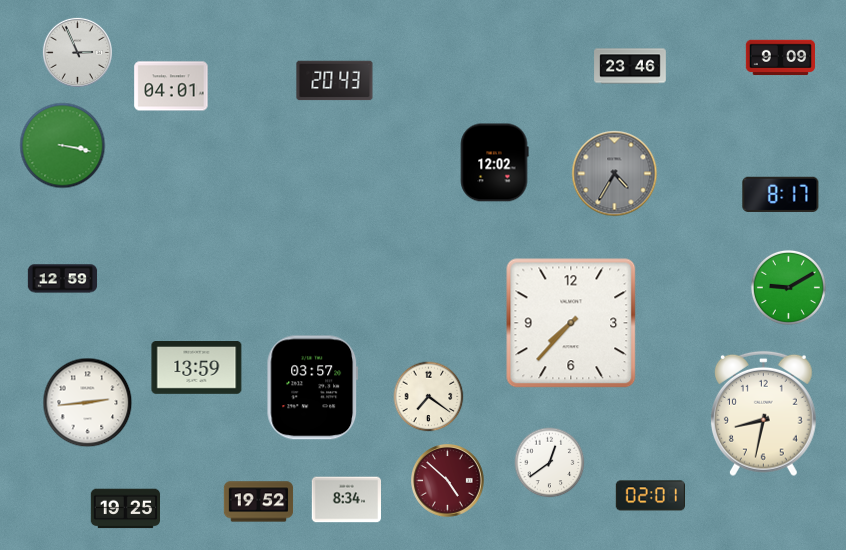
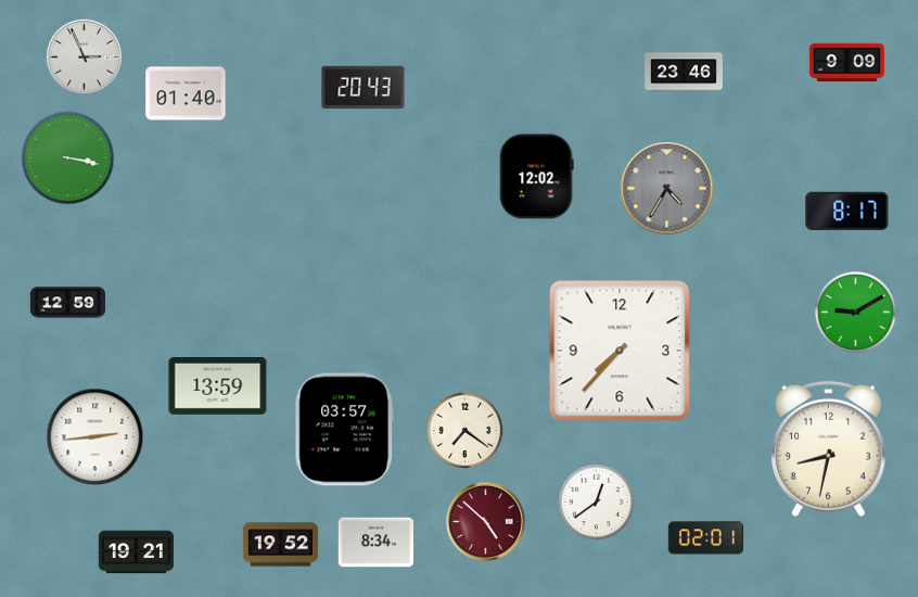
clock at (171, 86): 04:01 -> 01:40
clock at (197, 368) position: (197, 368) -> (218, 386)
clock at (313, 388) position: (313, 388) -> (345, 430)
clock at (125, 509): 19:25 -> 19:21
